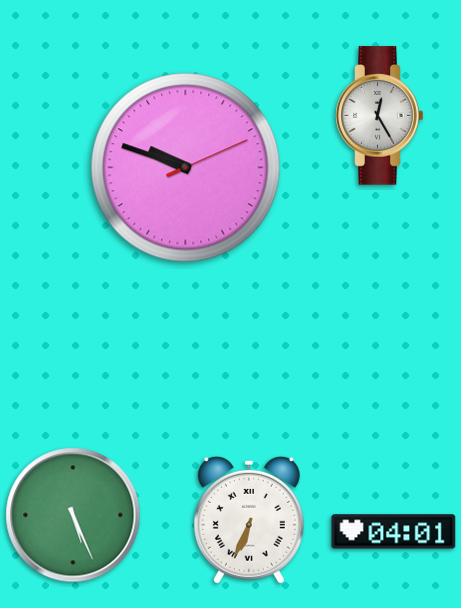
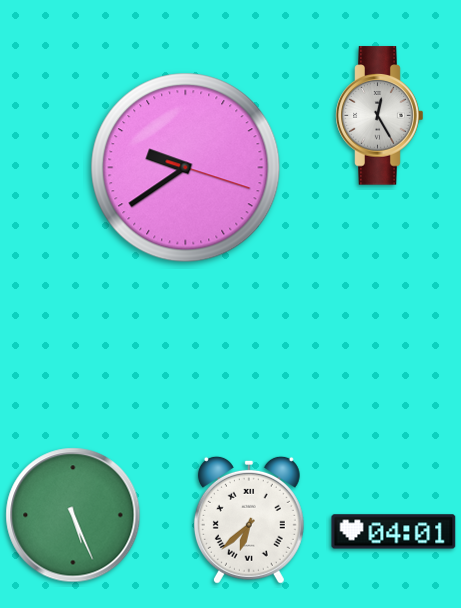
clock at (186, 168): 9:48 -> 9:39
clock at (249, 520): 6:34 -> 6:38
